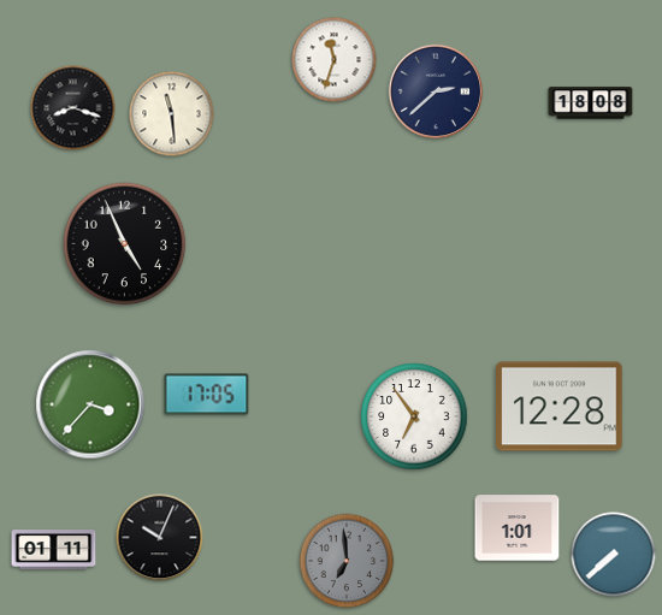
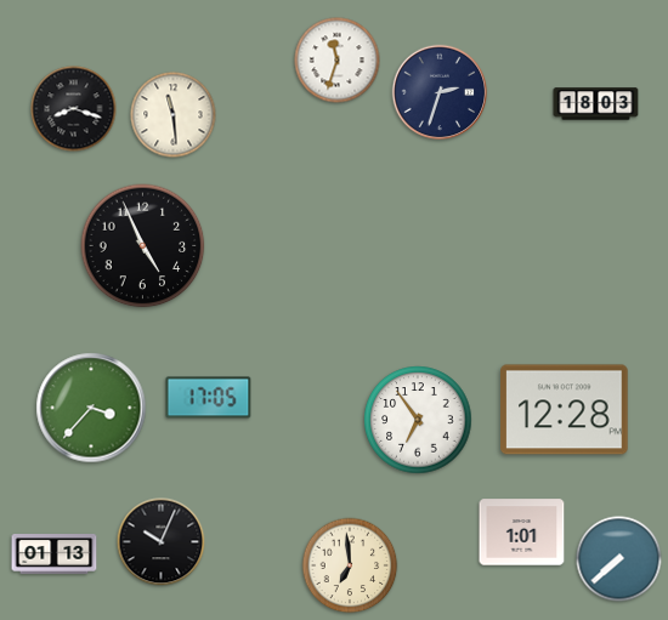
clock at (436, 91): 2:38 -> 2:33
clock at (591, 104): 18:08 -> 18:03
clock at (125, 244) position: (125, 244) -> (143, 246)
clock at (54, 550): 01:11 -> 01:13
clock at (347, 561) dial: grey -> cream
